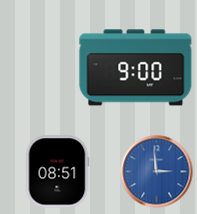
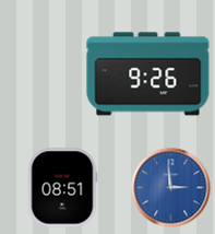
clock at (136, 68): 9:00 -> 9:26
